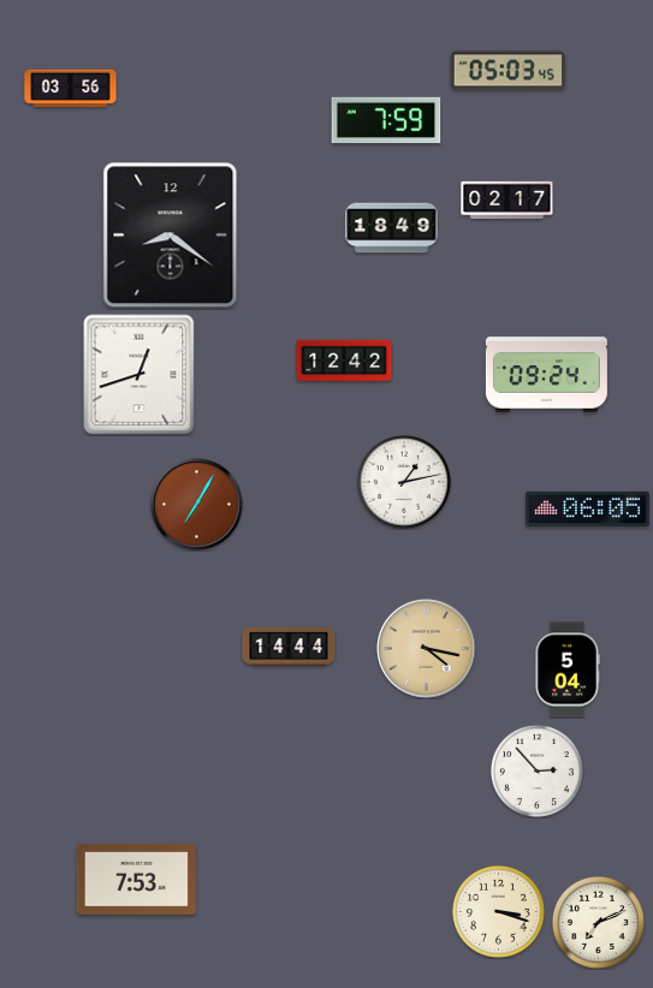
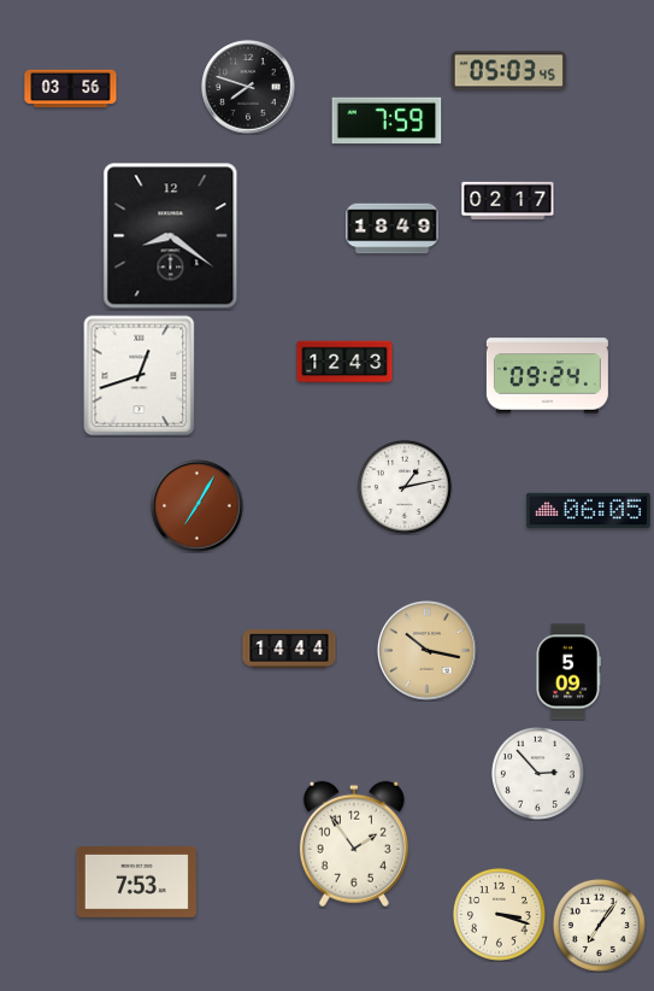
clock at (248, 87): none -> 7:48
clock at (344, 361): 12:42 -> 12:43
clock at (404, 482) position: (404, 482) -> (405, 487)
clock at (426, 648): 4:17 -> 10:17
clock at (566, 669): 5:04 -> 5:09
clock at (354, 844): none -> 1:54
clock at (598, 922): 7:11 -> 7:06
